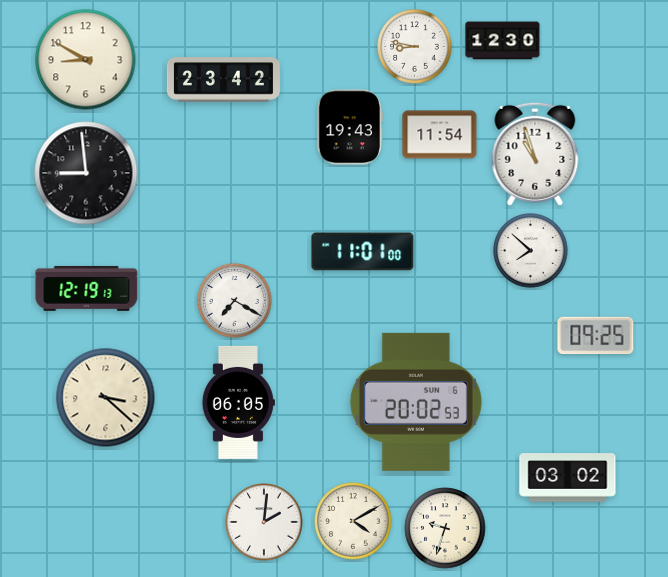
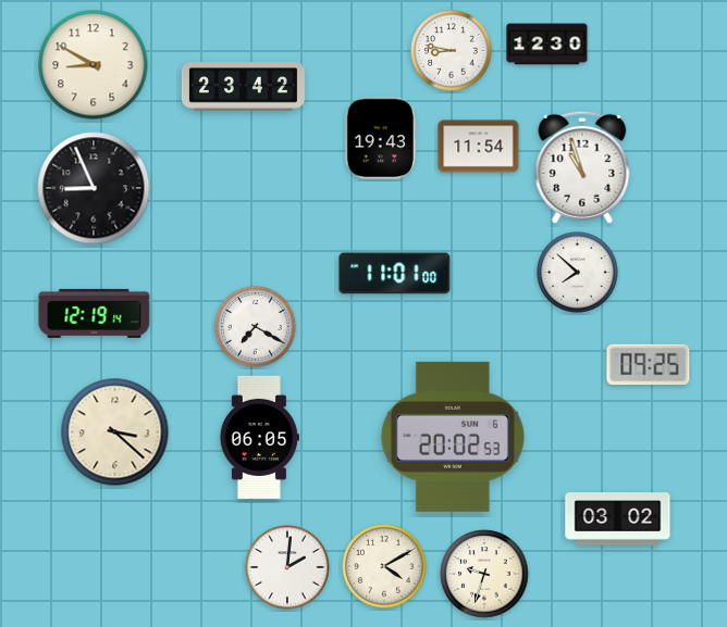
clock at (86, 173): 8:59 -> 8:56
clock at (87, 288): 12:19:13 -> 12:19:14
